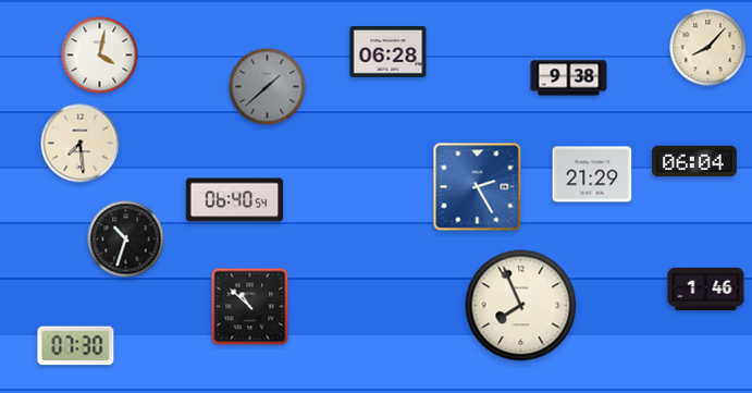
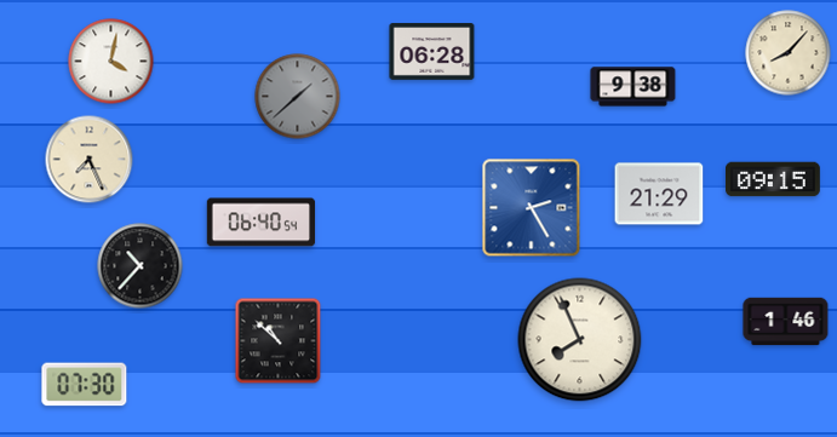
clock at (389, 52) position: (389, 52) -> (432, 52)
clock at (81, 144): 7:29 -> 7:26
clock at (695, 161): 06:04 -> 09:15
clock at (126, 240): 10:33 -> 10:37
